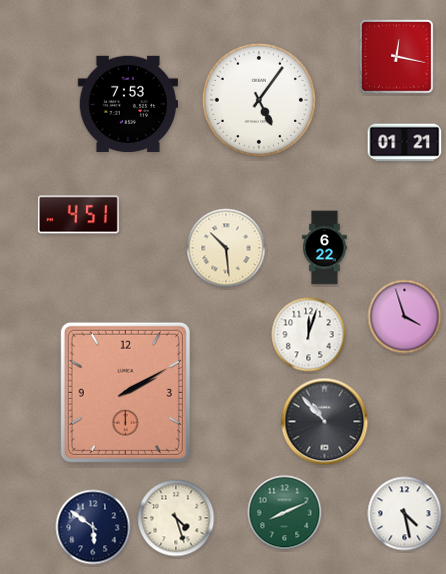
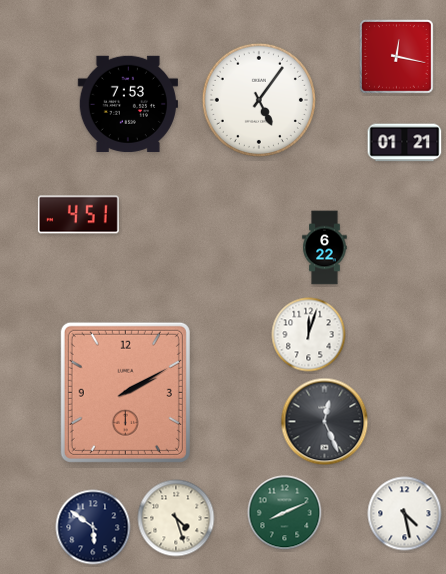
clock at (226, 248): 10:29 -> none
clock at (405, 317): 3:57 -> none
clock at (325, 422): 10:53 -> 12:26
